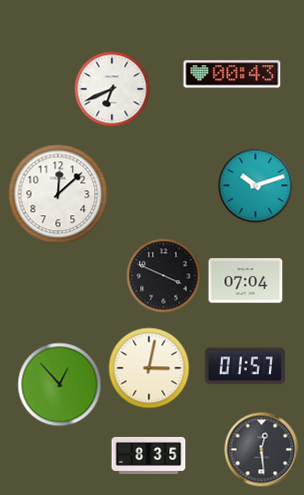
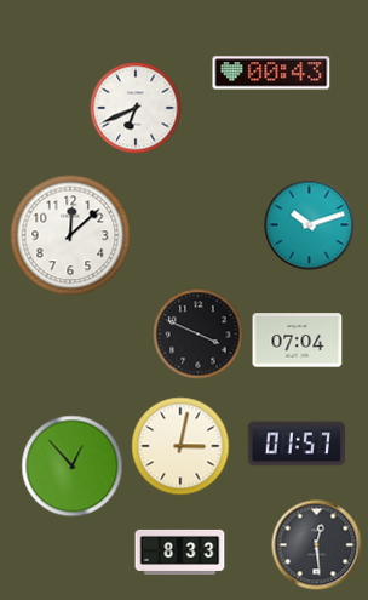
clock at (232, 74) position: (232, 74) -> (271, 73)
clock at (149, 455): 8:35 -> 8:33
